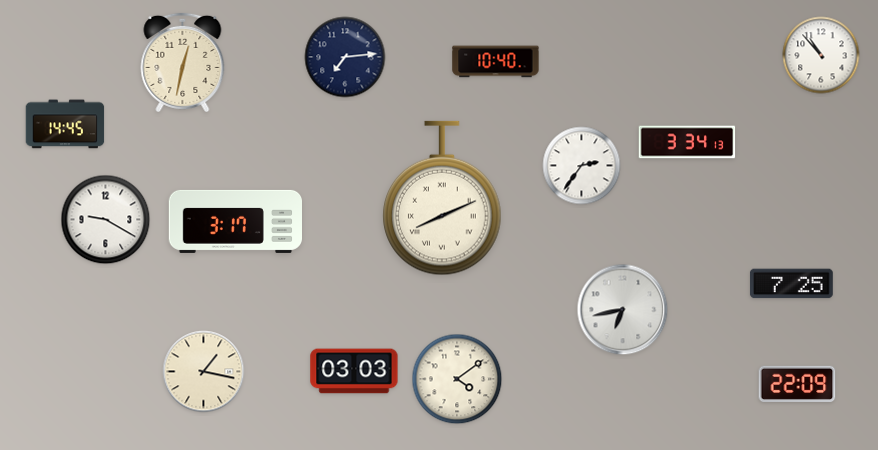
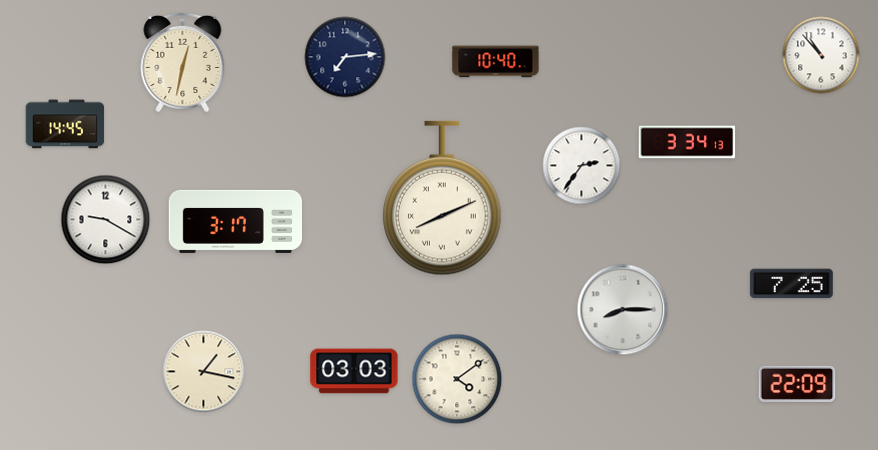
clock at (623, 310): 6:43 -> 8:15
